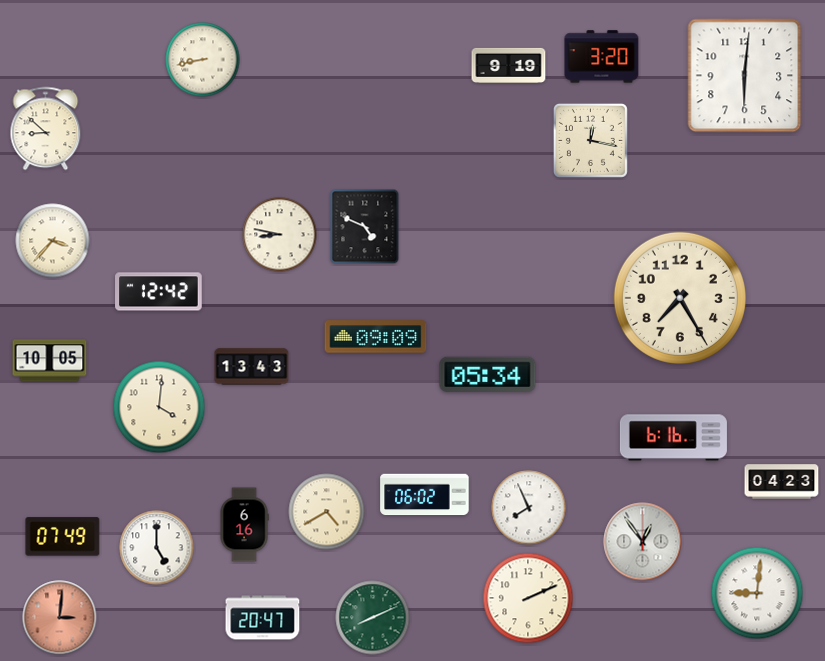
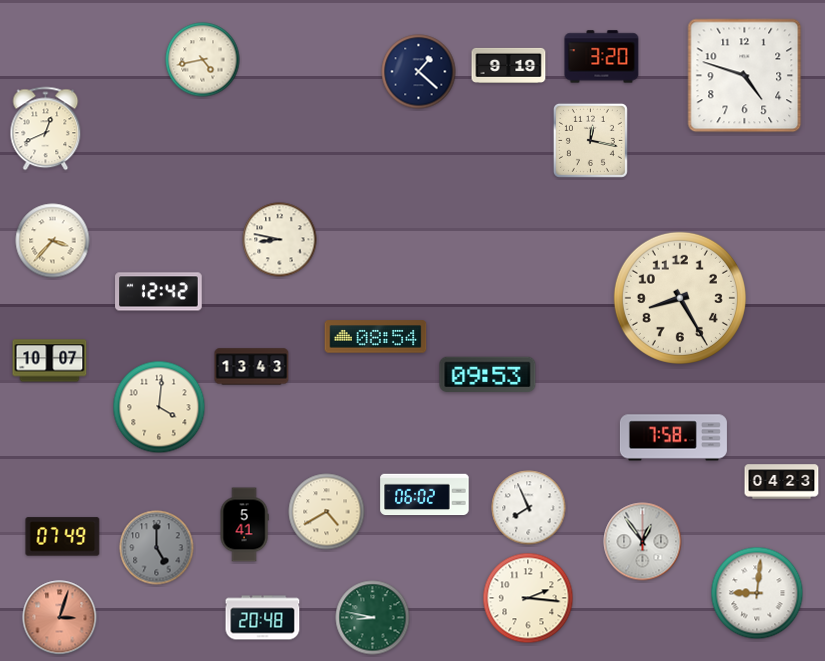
clock at (203, 60): 8:43 -> 4:43
clock at (419, 72): none -> 1:22
clock at (745, 76): 6:01 -> 4:48
clock at (46, 129): 8:52 -> 12:41
clock at (365, 227): 4:49 -> none
clock at (280, 235) position: (280, 235) -> (280, 240)
clock at (680, 298): 7:25 -> 8:25
clock at (376, 337): 09:09 -> 08:54
clock at (50, 361): 10:05 -> 10:07
clock at (488, 375): 05:34 -> 09:53
clock at (673, 438): 6:16 -> 7:58
clock at (244, 525): 6:16 -> 5:41
clock at (157, 548) dial: white -> grey
clock at (528, 598): 2:11 -> 2:16
clock at (60, 618): 3:01 -> 3:03
clock at (263, 618): 20:47 -> 20:48
clock at (373, 618): 8:11 -> 8:47
